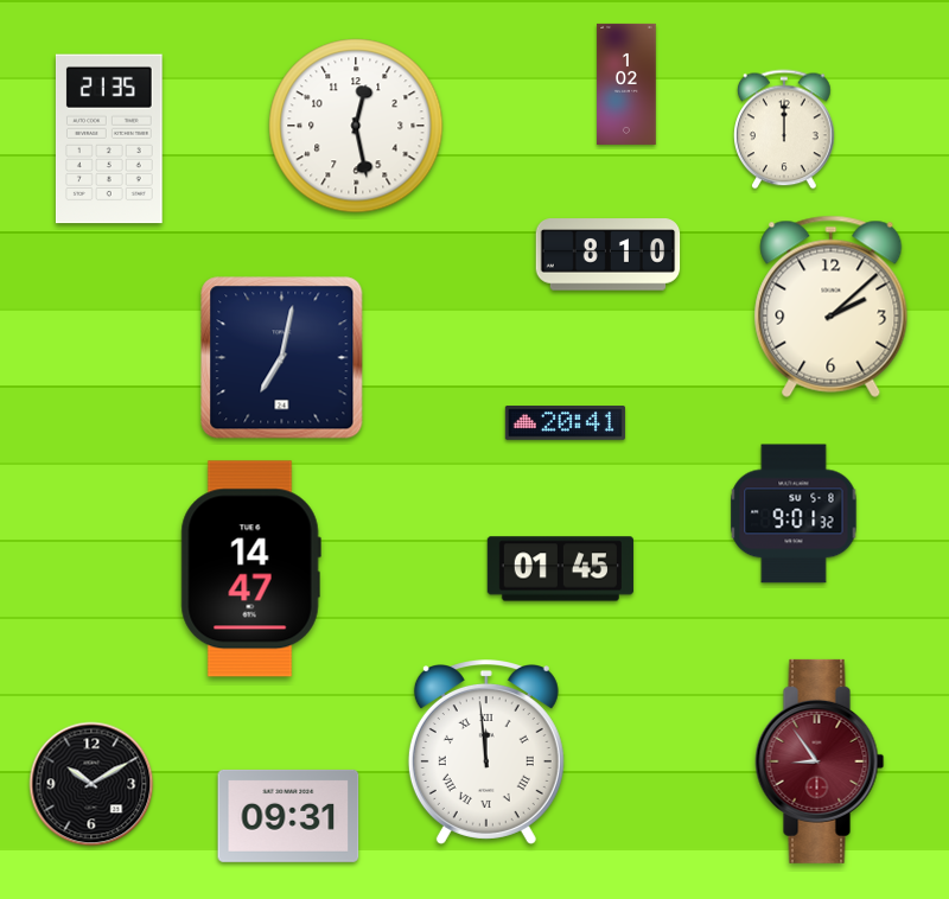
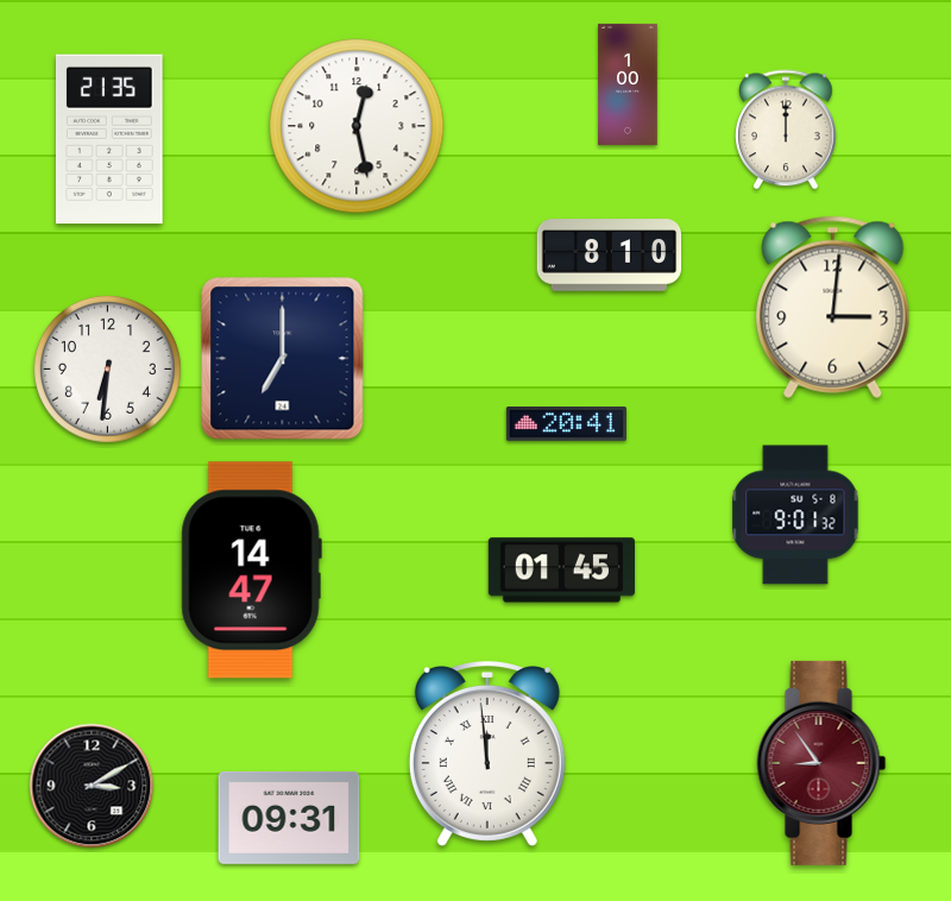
clock at (626, 84): 1:02 -> 1:00
clock at (832, 306): 2:08 -> 3:01
clock at (282, 358): 7:02 -> 7:00
clock at (107, 368): none -> 6:31
clock at (91, 784): 10:10 -> 3:10
